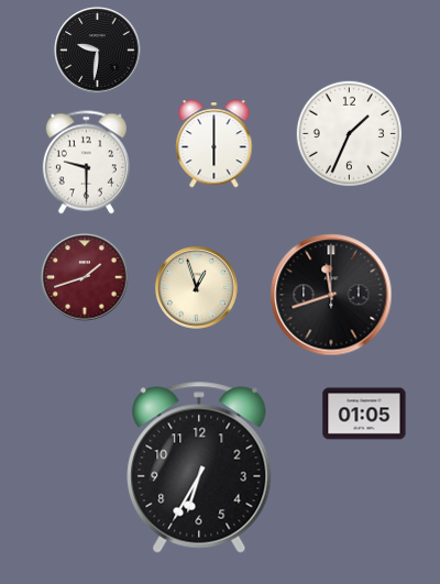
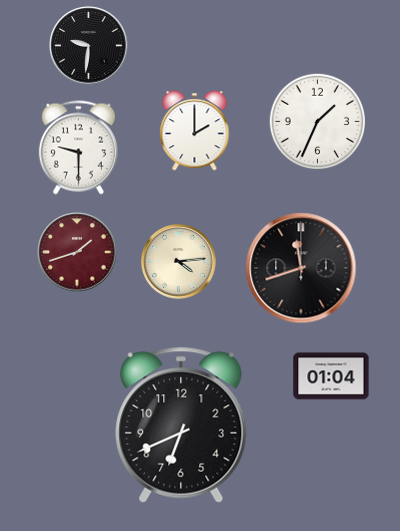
clock at (215, 144): 6:00 -> 2:00
clock at (197, 288): 12:57 -> 4:14
clock at (364, 414): 01:05 -> 01:04
clock at (199, 467): 6:35 -> 6:41
